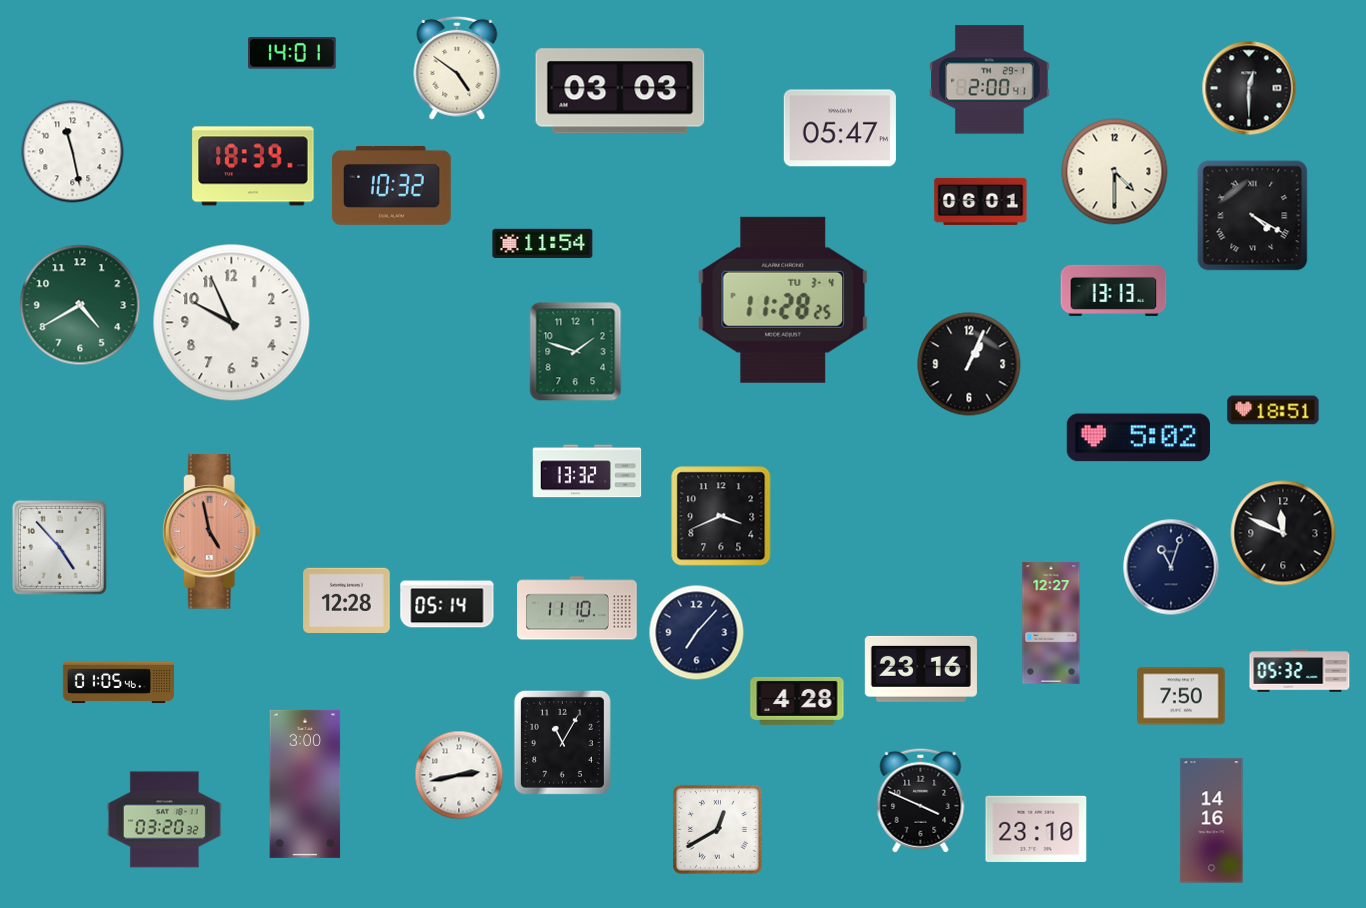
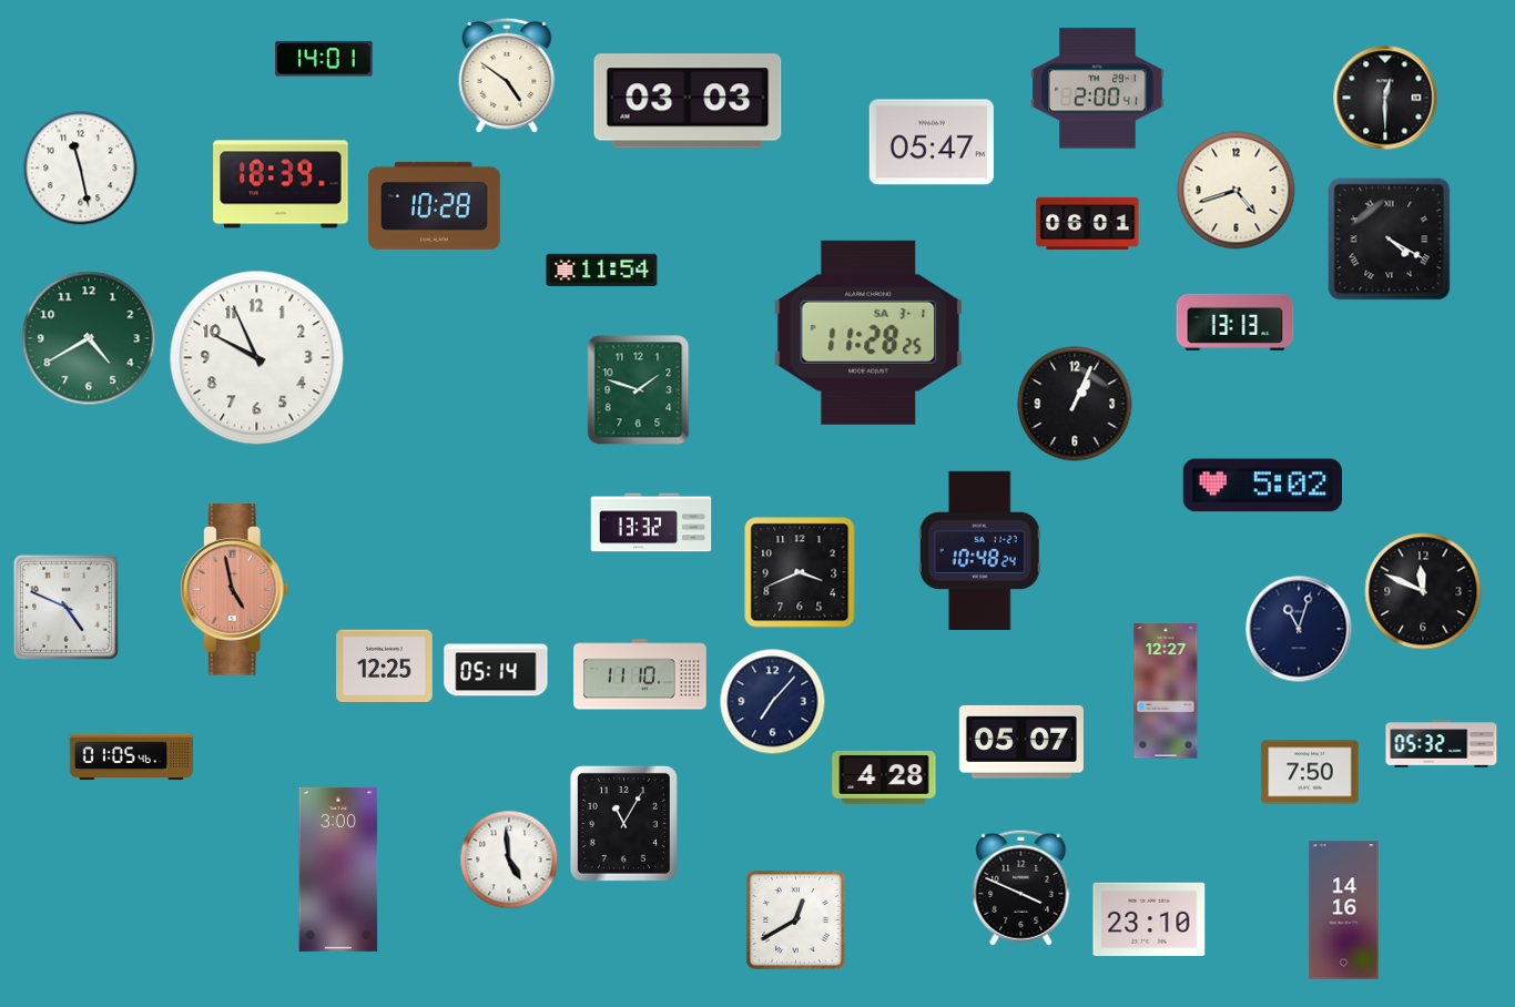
clock at (1115, 172): 4:30 -> 4:42
clock at (392, 185): 10:32 -> 10:28
clock at (783, 300) date: TU 3-4 -> SA 3-1
clock at (1273, 410): 18:51 -> none
clock at (979, 550): none -> 10:48
clock at (59, 547): 4:53 -> 4:49
clock at (347, 600): 12:28 -> 12:25
clock at (921, 669): 23:16 -> 05:07
clock at (459, 775): 2:43 -> 4:59
clock at (164, 820): 03:20 -> none
